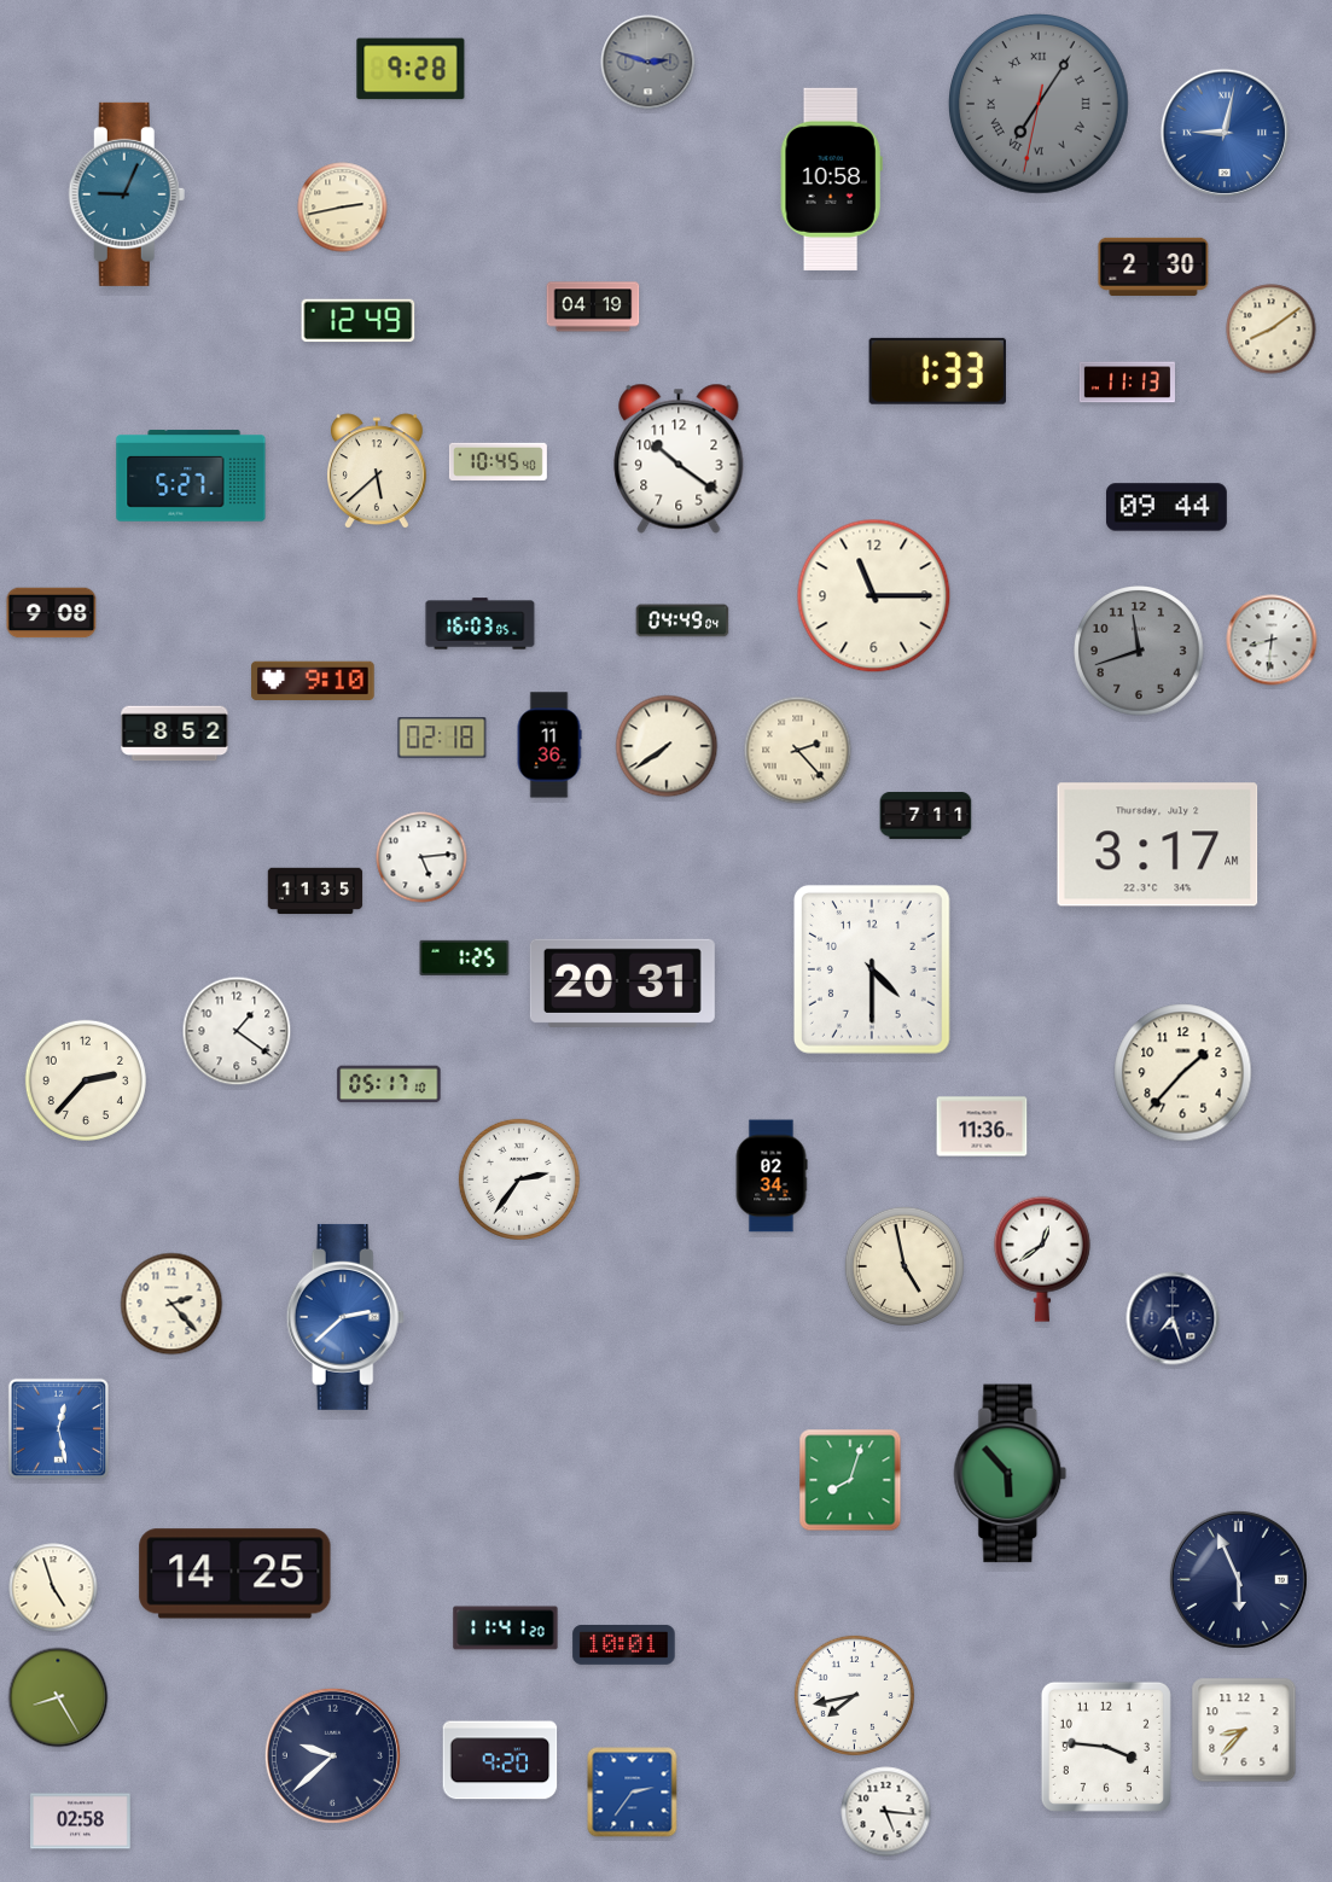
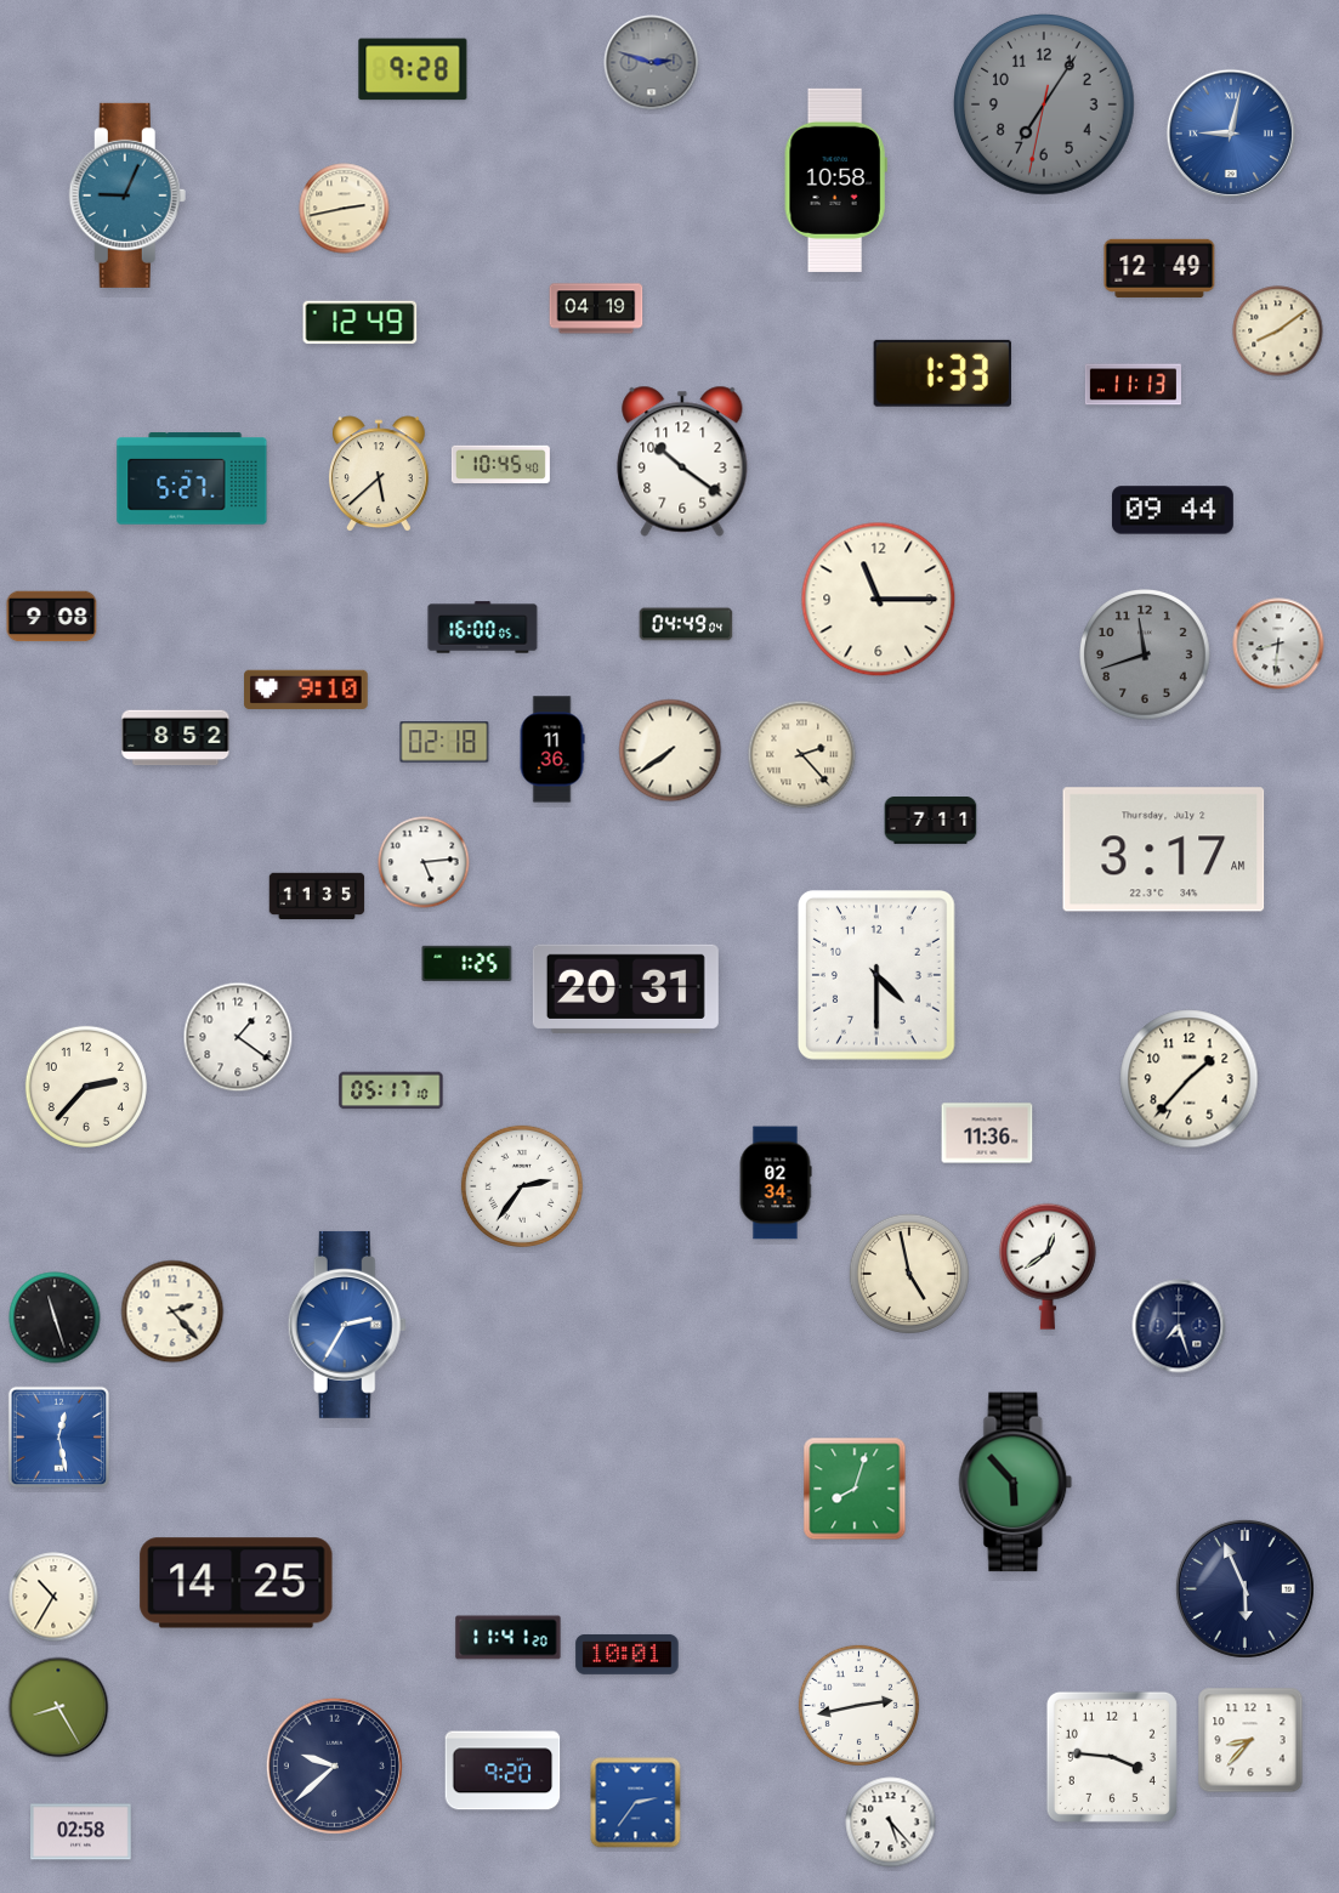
clock at (1040, 105) numerals: Roman -> Arabic
clock at (1153, 267): 2:30 -> 12:49
clock at (481, 624): 16:03 -> 16:00
clock at (313, 681) position: (313, 681) -> (306, 690)
clock at (55, 1317): none -> 11:27
clock at (345, 1317): 2:38 -> 2:35
clock at (53, 1587): 4:57 -> 10:35
clock at (854, 1695): 7:43 -> 2:43
clock at (886, 1812): 5:16 -> 5:23
